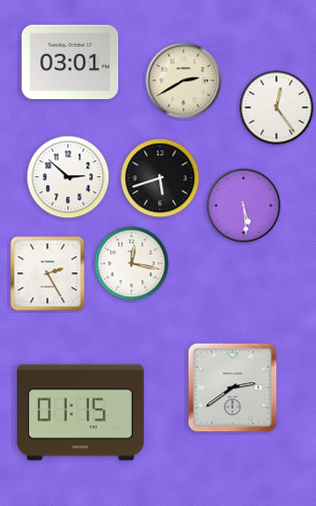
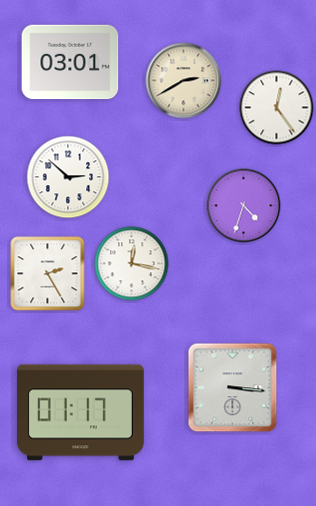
clock at (160, 178): 5:42 -> none
clock at (244, 206): 5:29 -> 4:33
clock at (233, 388): 2:39 -> 3:16
clock at (80, 413): 01:15 -> 01:17
